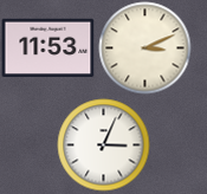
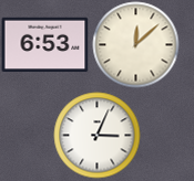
clock at (144, 47): 3:11 -> 12:08
clock at (47, 48): 11:53 -> 6:53
